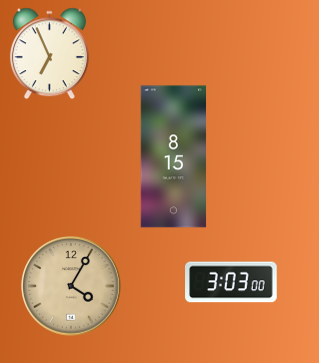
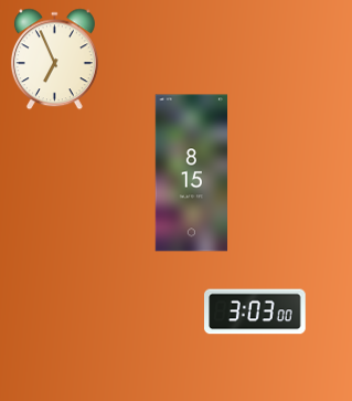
clock at (71, 286): 4:05 -> none
